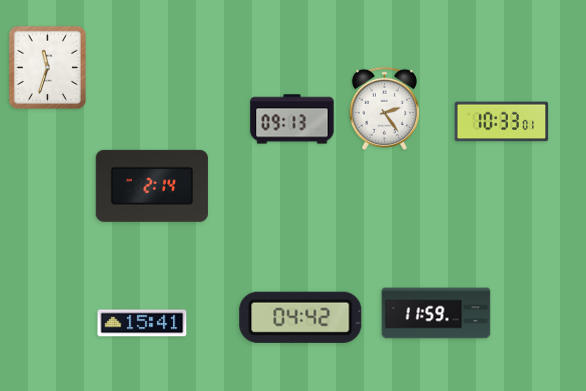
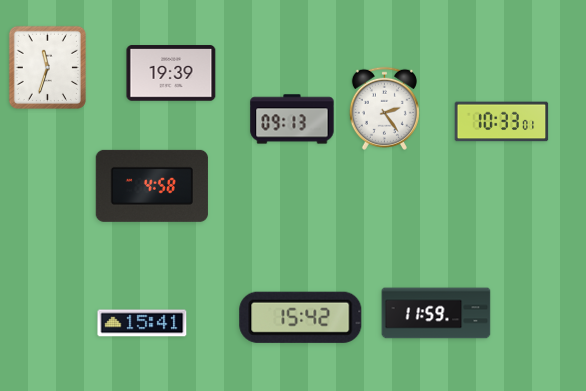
clock at (171, 73): none -> 19:39
clock at (152, 186): 2:14 -> 4:58
clock at (301, 317): 04:42 -> 15:42
